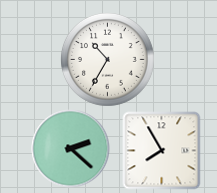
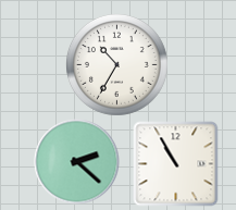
clock at (161, 150): 7:55 -> 10:55
